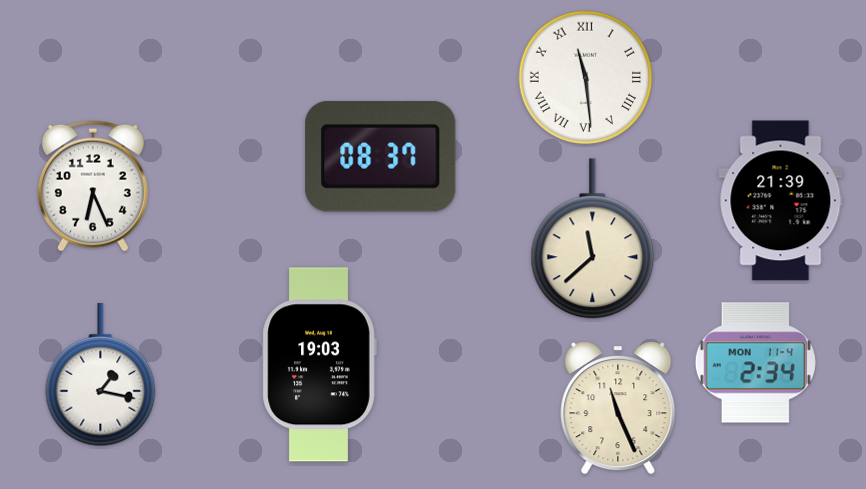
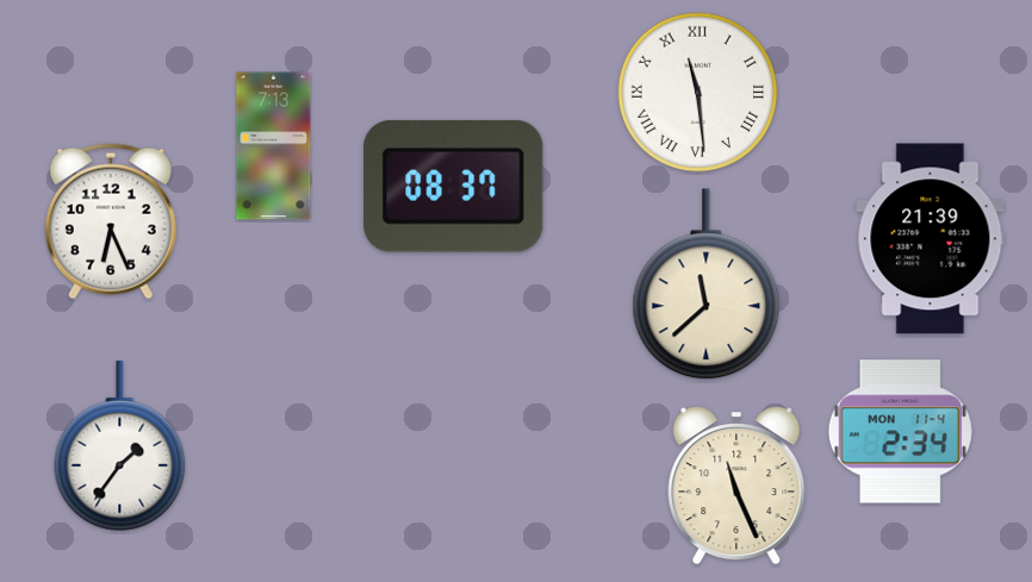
clock at (274, 146): none -> 7:13
clock at (319, 365): 19:03 -> none
clock at (101, 375): 1:17 -> 1:36
